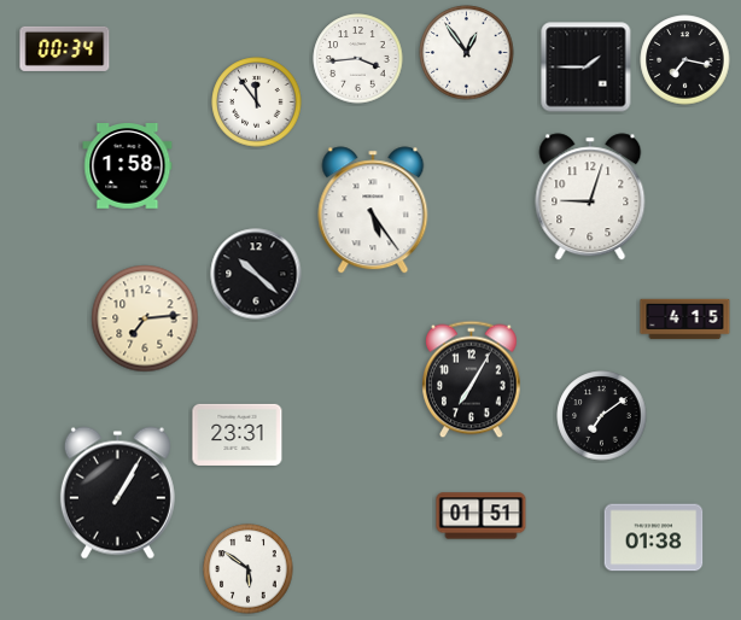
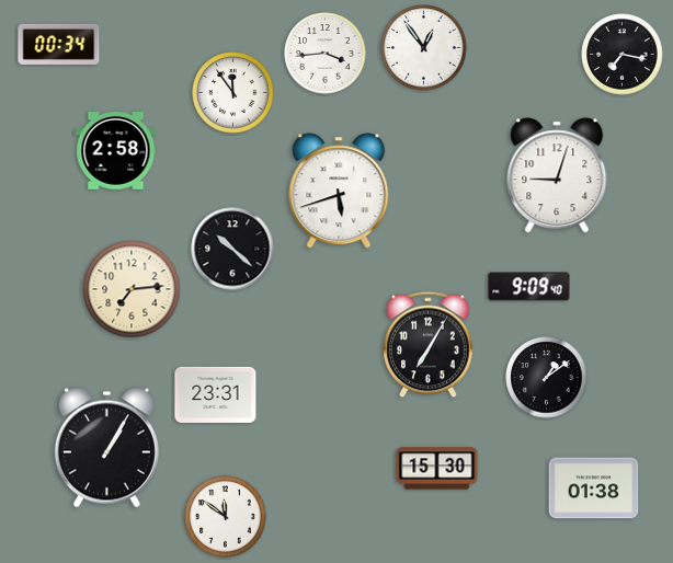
clock at (587, 68): 1:45 -> none
clock at (128, 166): 1:58 -> 2:58
clock at (590, 197) position: (590, 197) -> (557, 175)
clock at (373, 210): 5:24 -> 5:42
clock at (529, 287): none -> 9:09
clock at (685, 320): 4:15 -> none
clock at (602, 416): 7:09 -> 1:09
clock at (482, 516): 01:51 -> 15:30
clock at (249, 569): 5:51 -> 11:51
